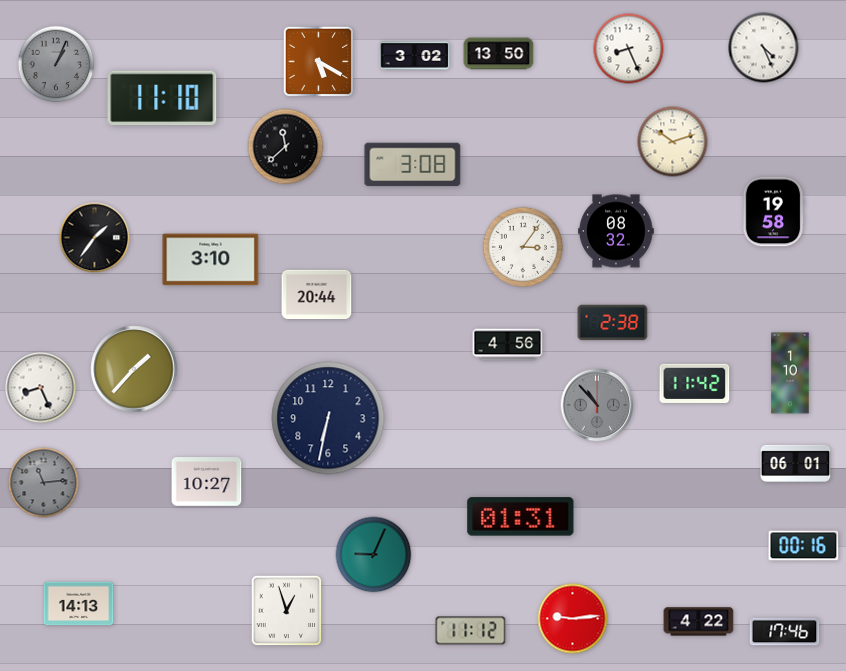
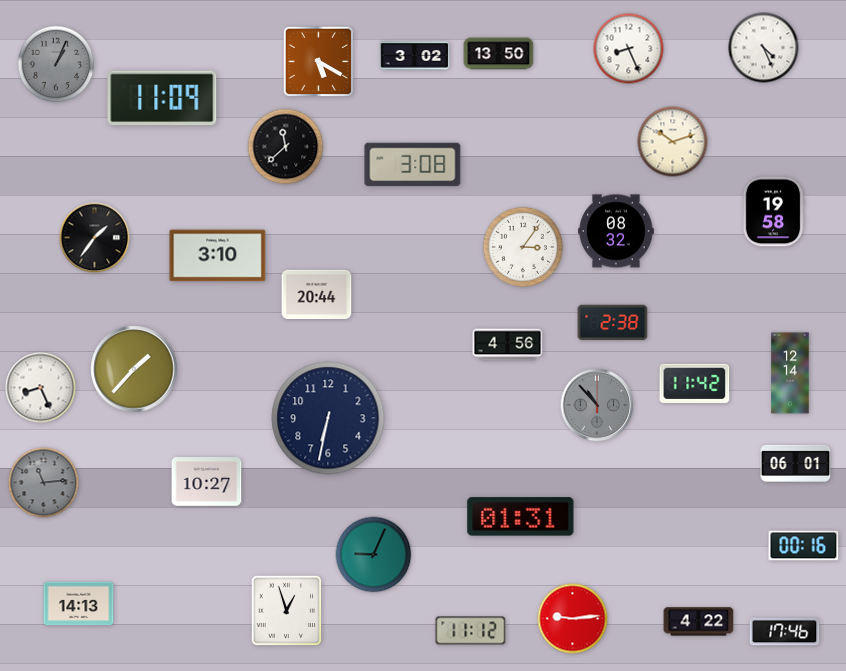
clock at (162, 98): 11:10 -> 11:09
clock at (211, 260) position: (211, 260) -> (218, 256)
clock at (790, 373): 1:10 -> 12:14
